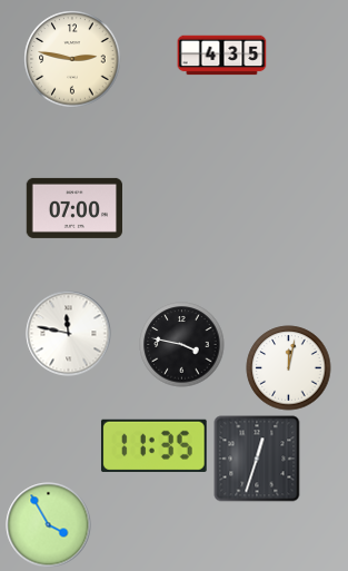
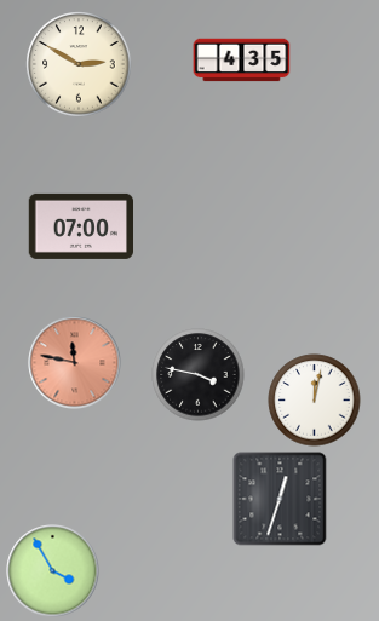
clock at (72, 59): 2:47 -> 2:50
clock at (69, 334) dial: white -> salmon
clock at (153, 445): 11:35 -> none
